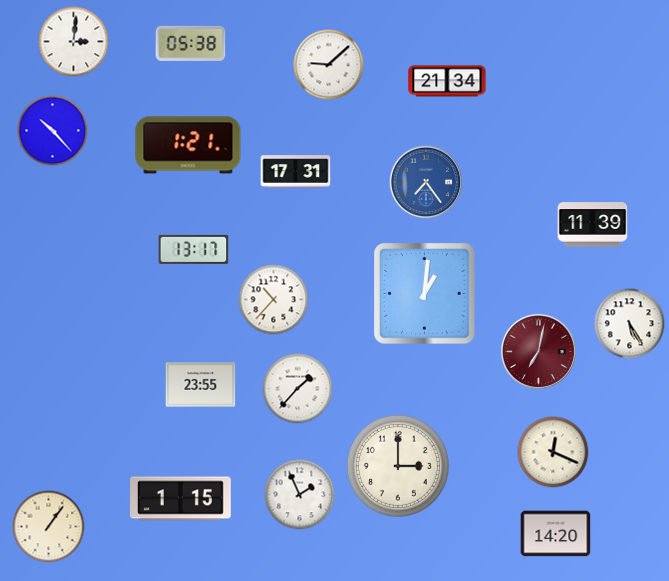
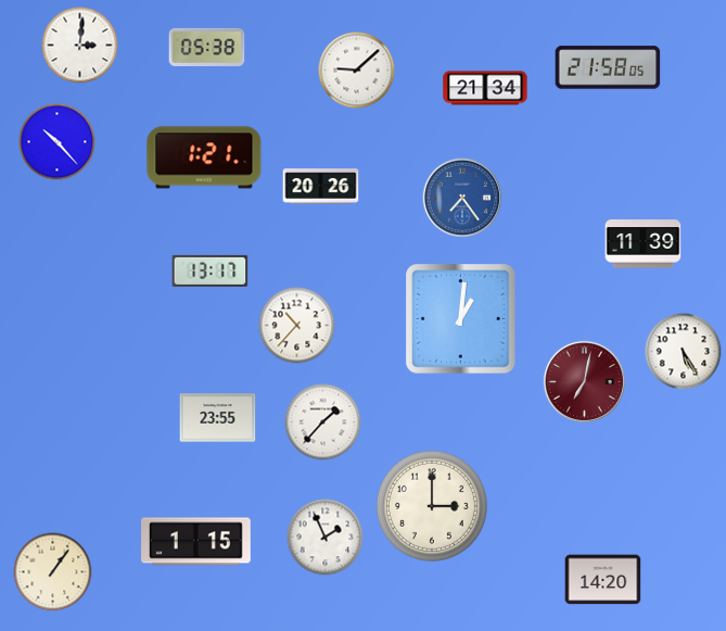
clock at (608, 67): none -> 21:58
clock at (296, 172): 17:31 -> 20:26
clock at (553, 452): 12:19 -> none
